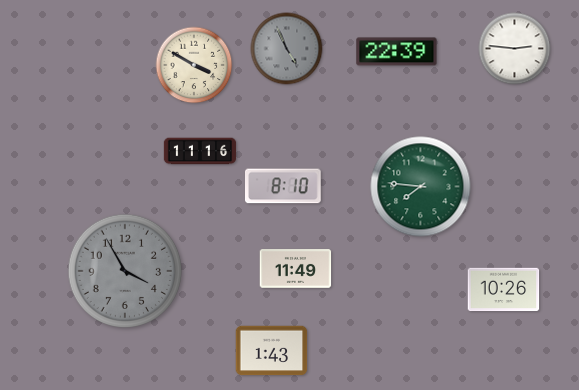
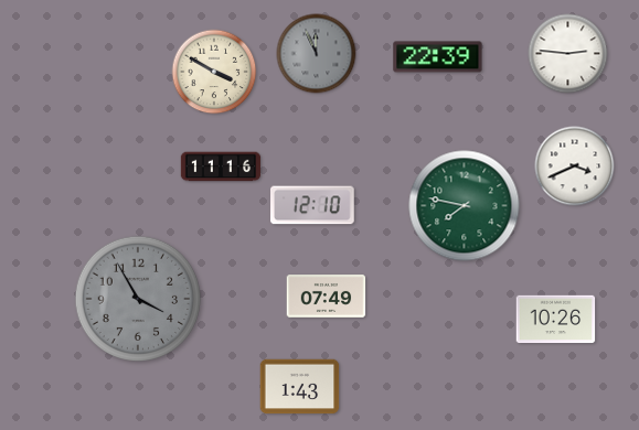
clock at (287, 49): 4:56 -> 11:56
clock at (575, 166): none -> 3:41
clock at (284, 186): 8:10 -> 12:10
clock at (421, 187): 7:46 -> 7:47
clock at (296, 269): 11:49 -> 07:49
